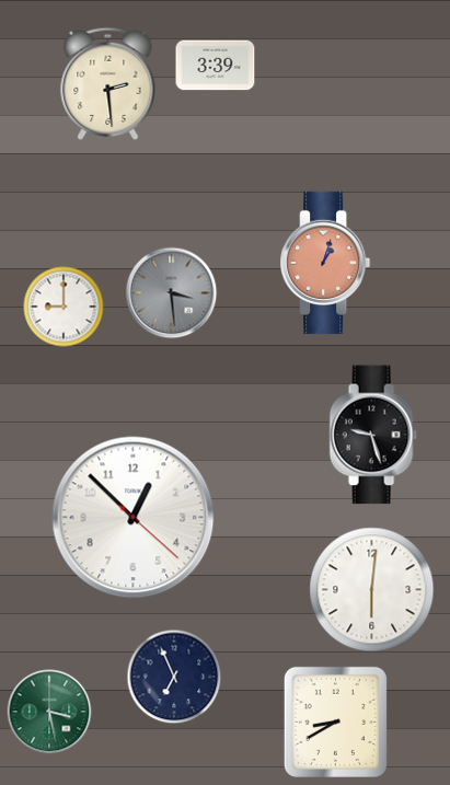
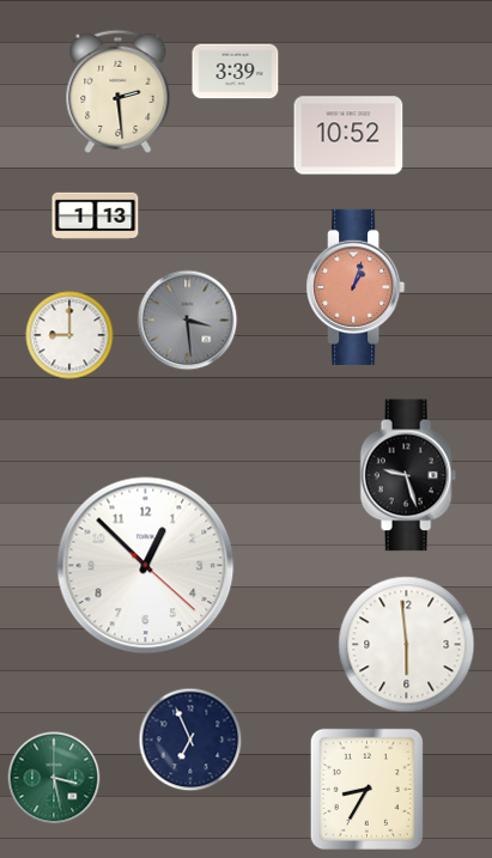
clock at (348, 135): none -> 10:52
clock at (96, 217): none -> 1:13
clock at (372, 590): 6:01 -> 5:59
clock at (335, 721): 8:40 -> 8:35
